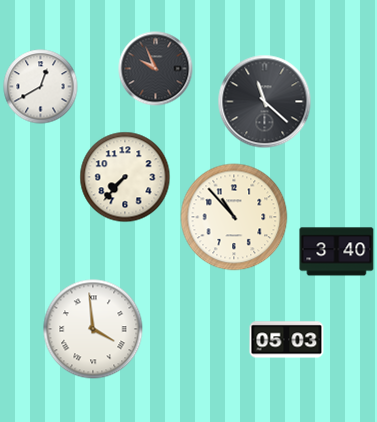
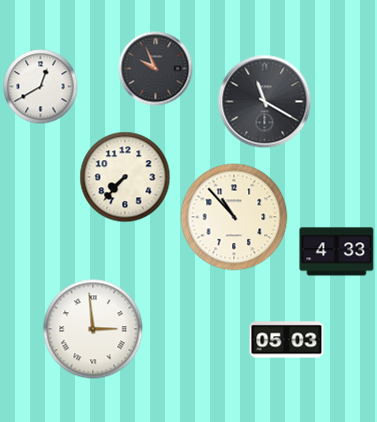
clock at (265, 102): 11:22 -> 11:20
clock at (337, 252): 3:40 -> 4:33
clock at (93, 329): 3:59 -> 2:59
